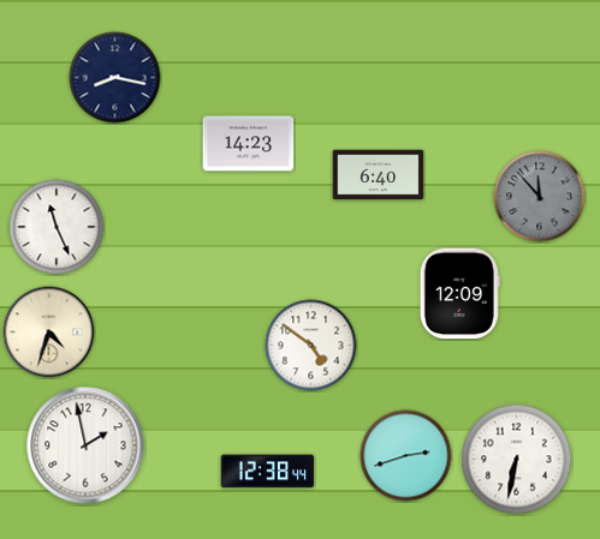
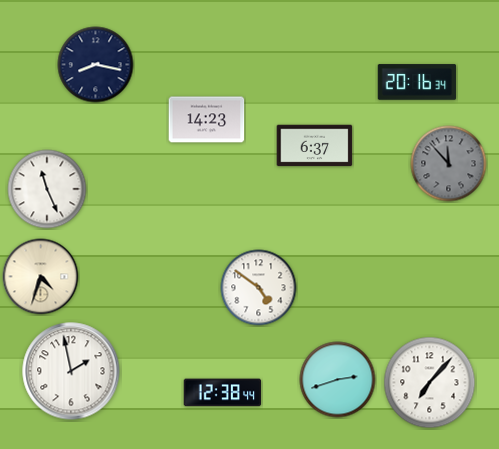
clock at (417, 82): none -> 20:16
clock at (379, 175): 6:40 -> 6:37
clock at (459, 294): 12:09 -> none
clock at (517, 460): 6:32 -> 7:07
